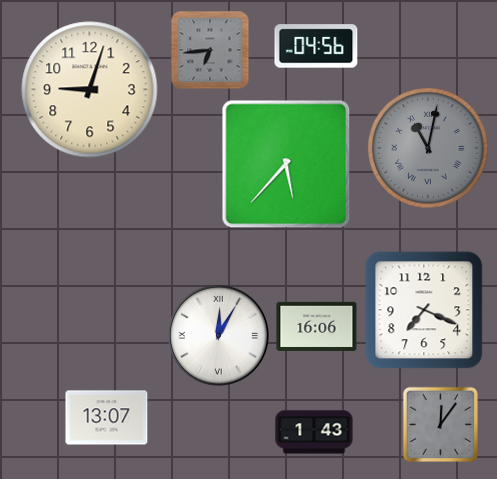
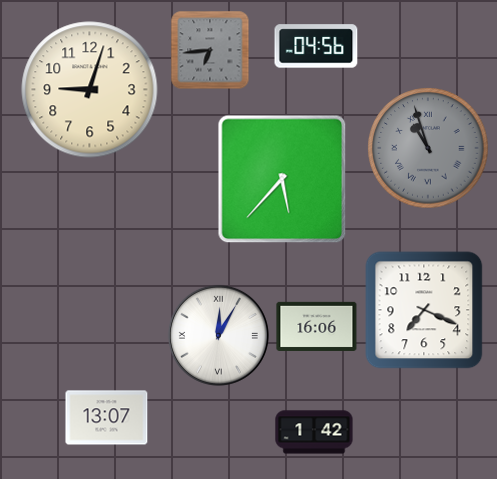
clock at (428, 148): 11:02 -> 10:57
clock at (286, 164) position: (286, 164) -> (282, 179)
clock at (440, 424): 12:06 -> none
clock at (314, 432): 1:43 -> 1:42
